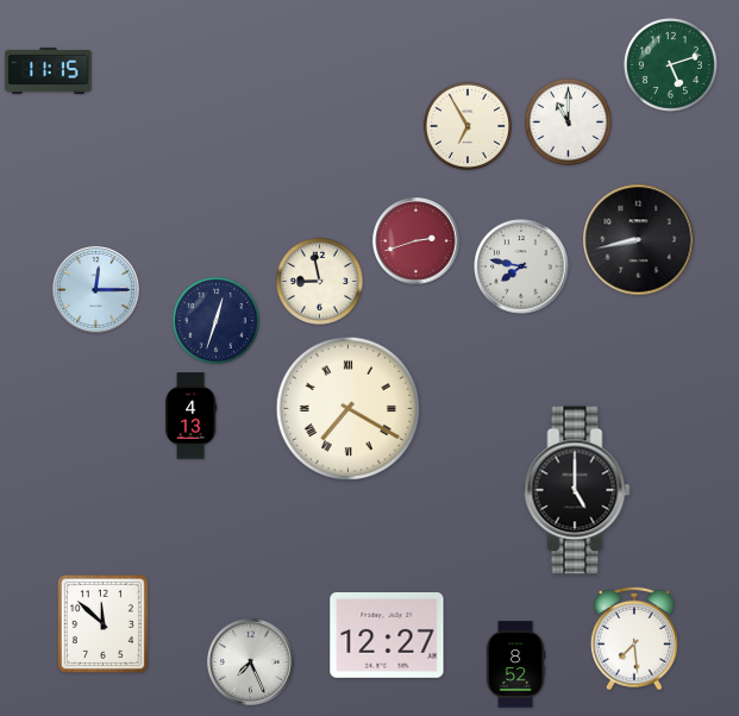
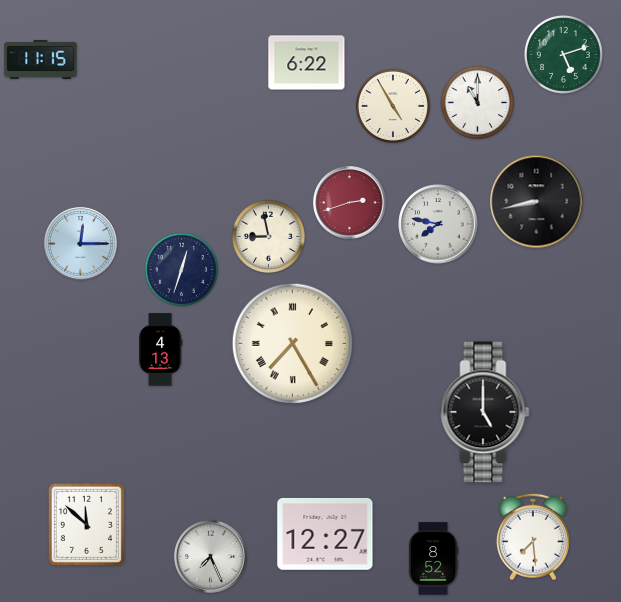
clock at (307, 63): none -> 6:22
clock at (468, 126): 6:55 -> 4:55
clock at (347, 408): 7:20 -> 7:25
